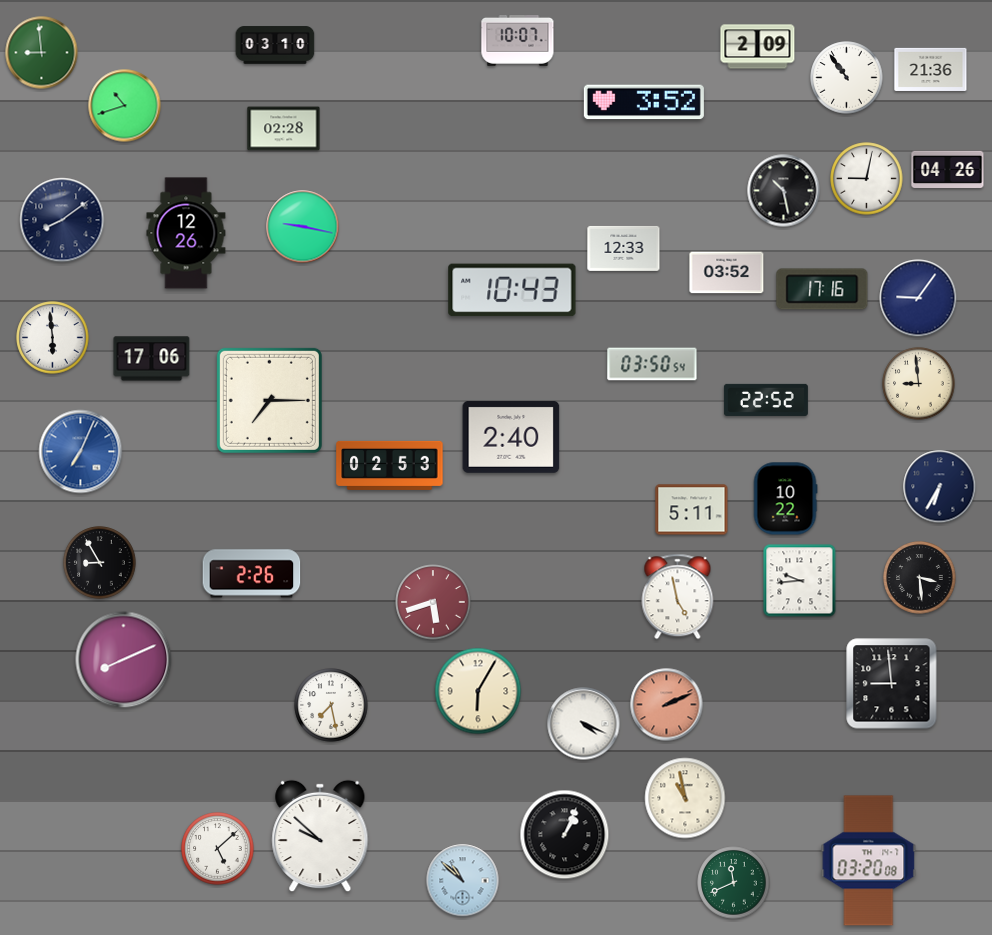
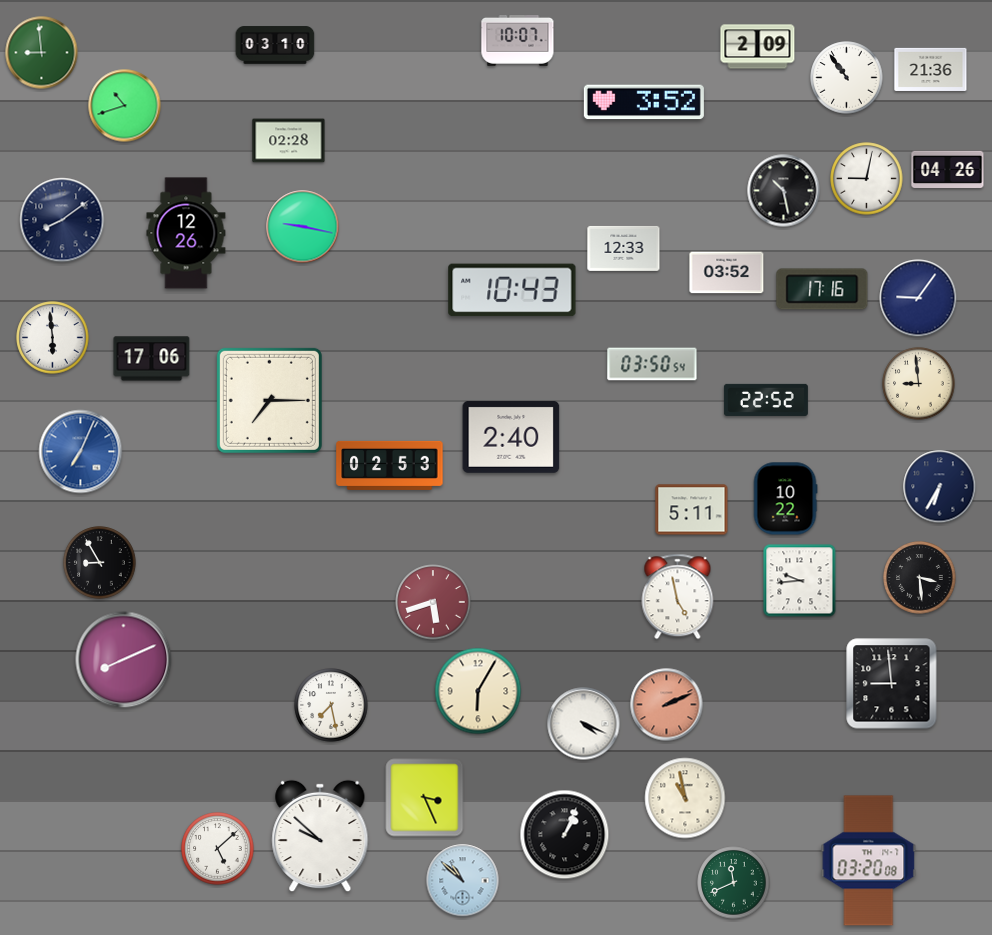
clock at (284, 129) position: (284, 129) -> (289, 141)
clock at (252, 574): 2:26 -> none
clock at (425, 798): none -> 3:26
